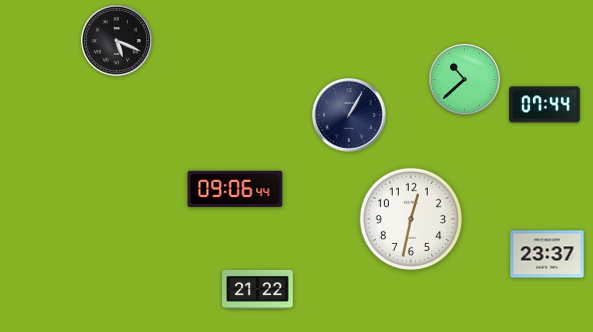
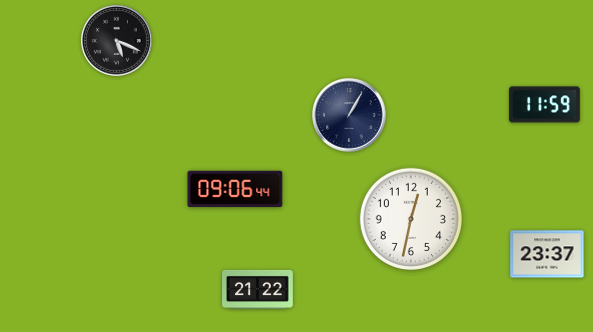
clock at (465, 80): 10:38 -> none
clock at (545, 105): 07:44 -> 11:59
